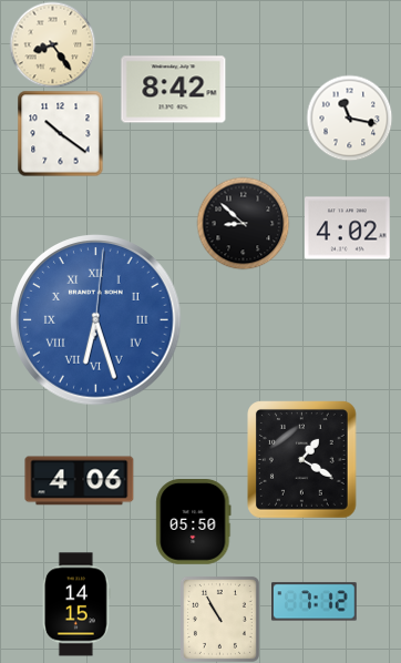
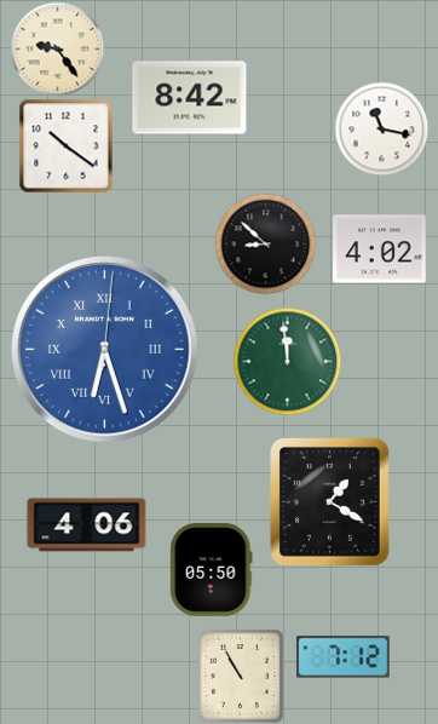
clock at (52, 44): 8:24 -> 9:24
clock at (287, 361): none -> 11:59
clock at (76, 604): 14:15 -> none
